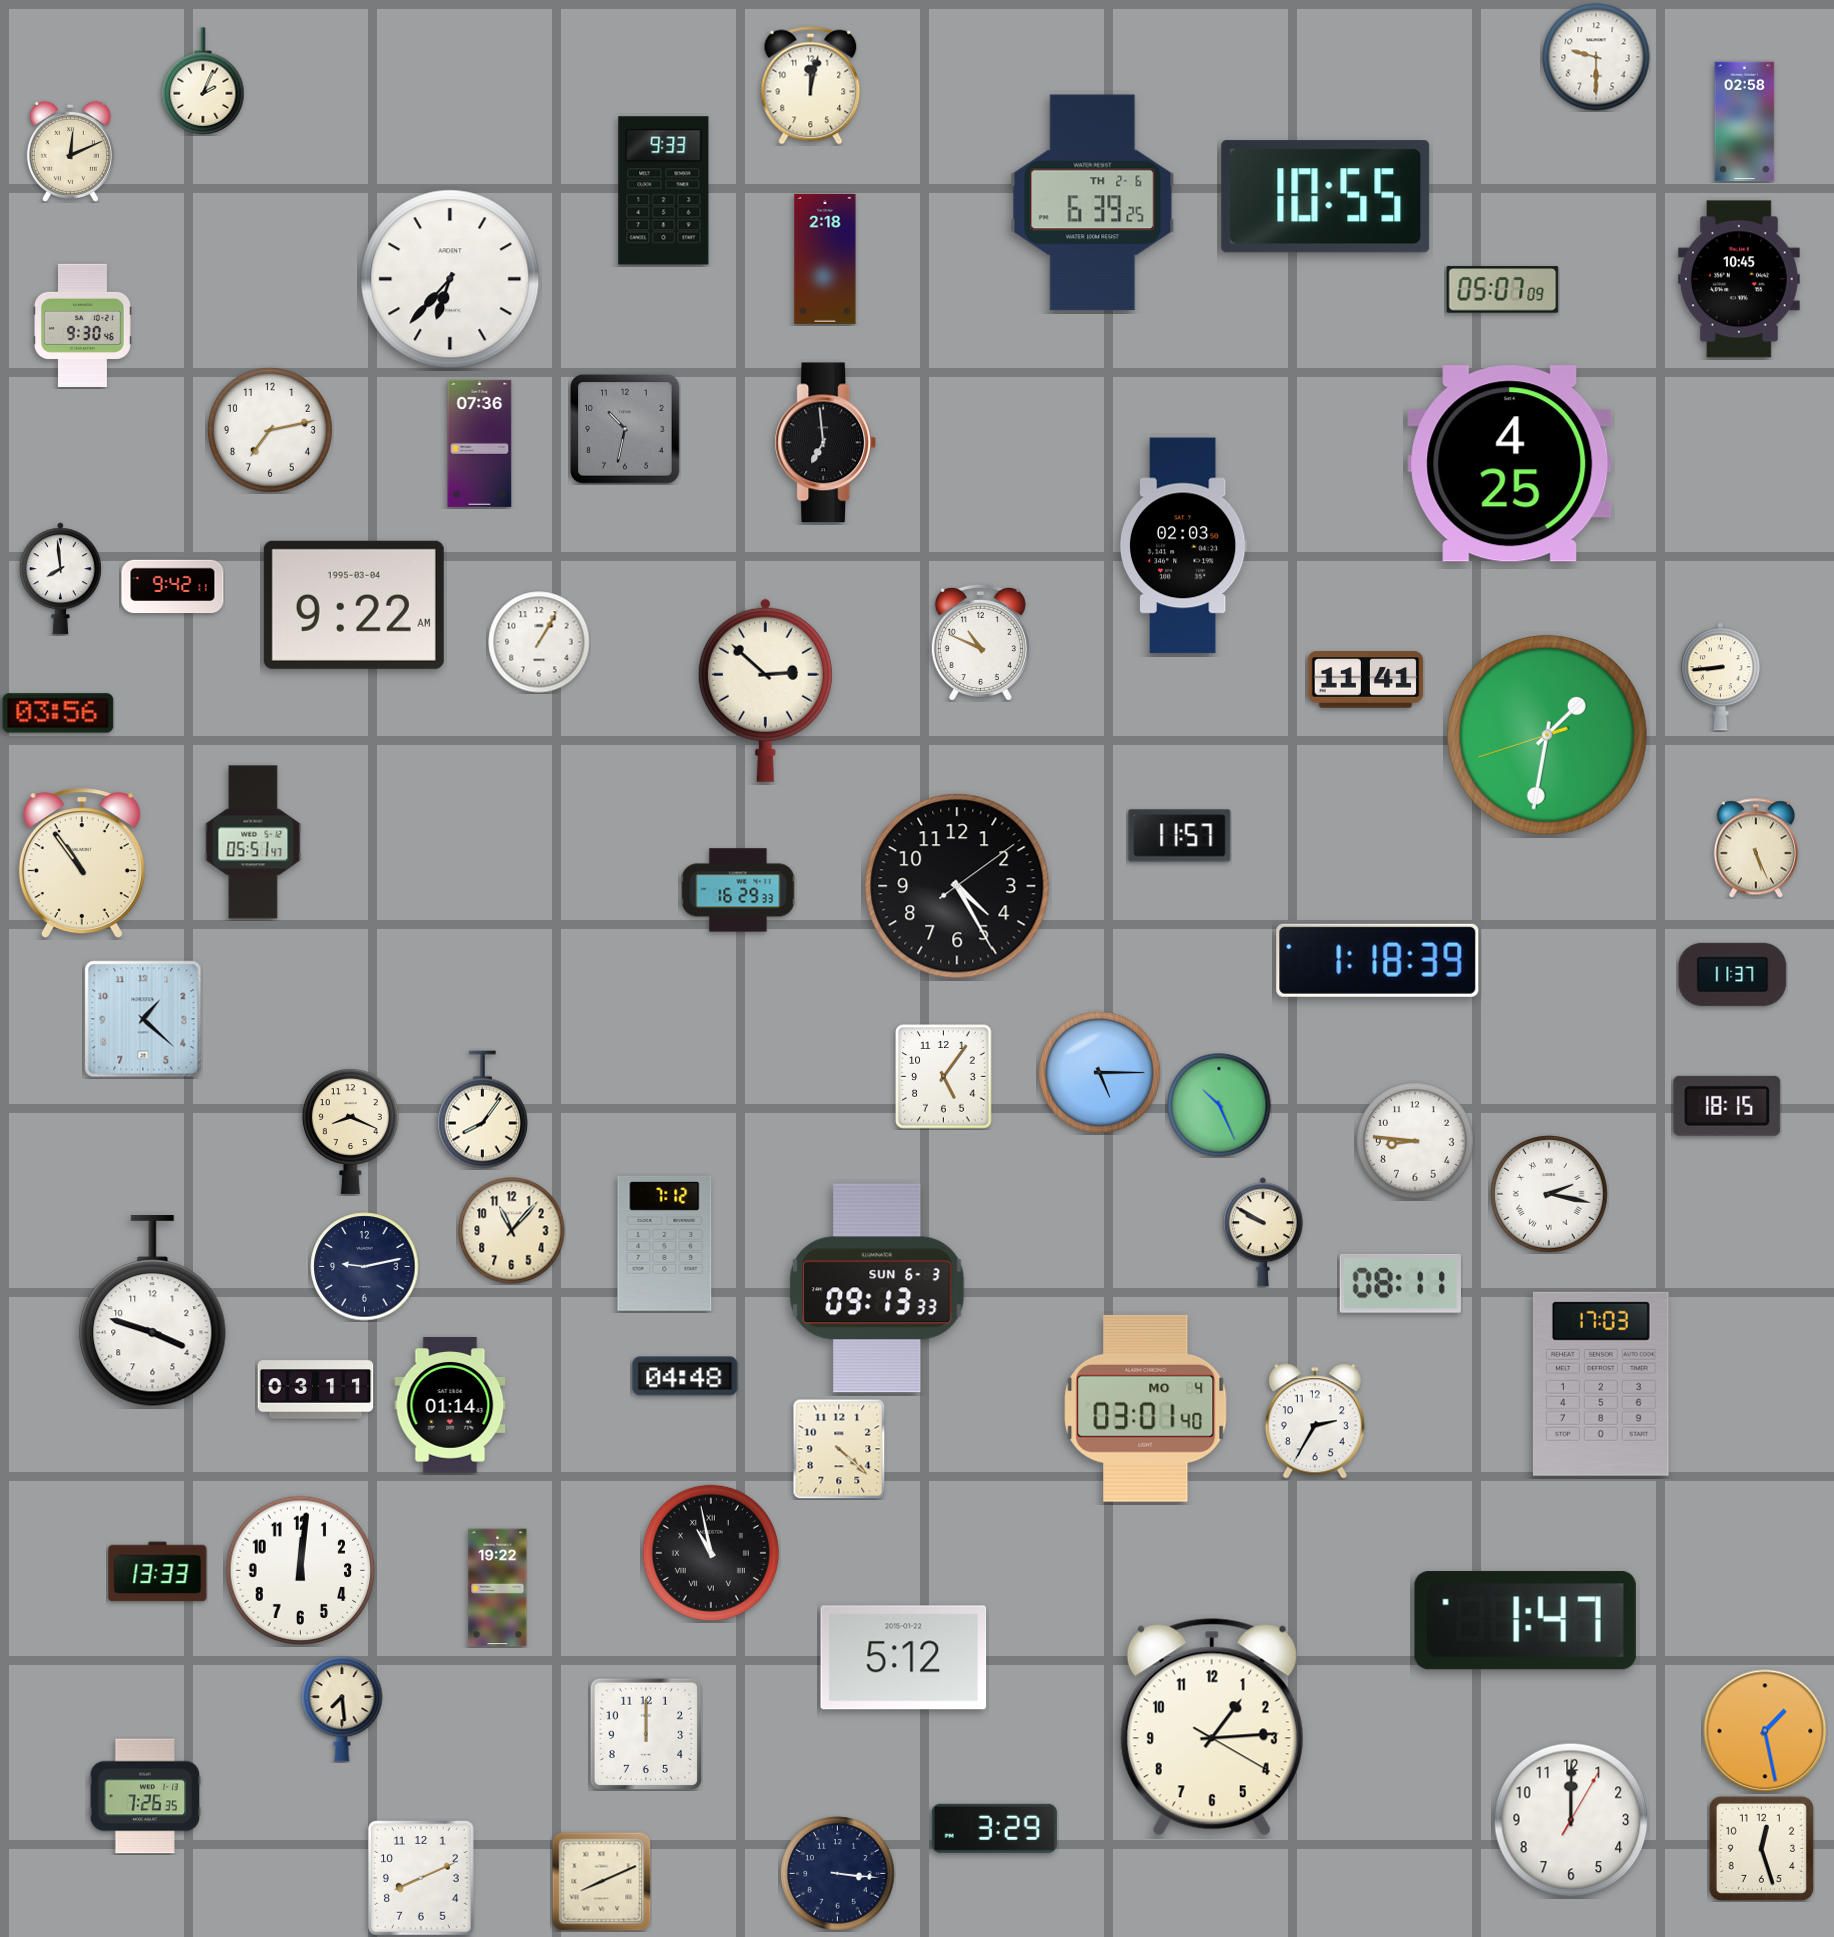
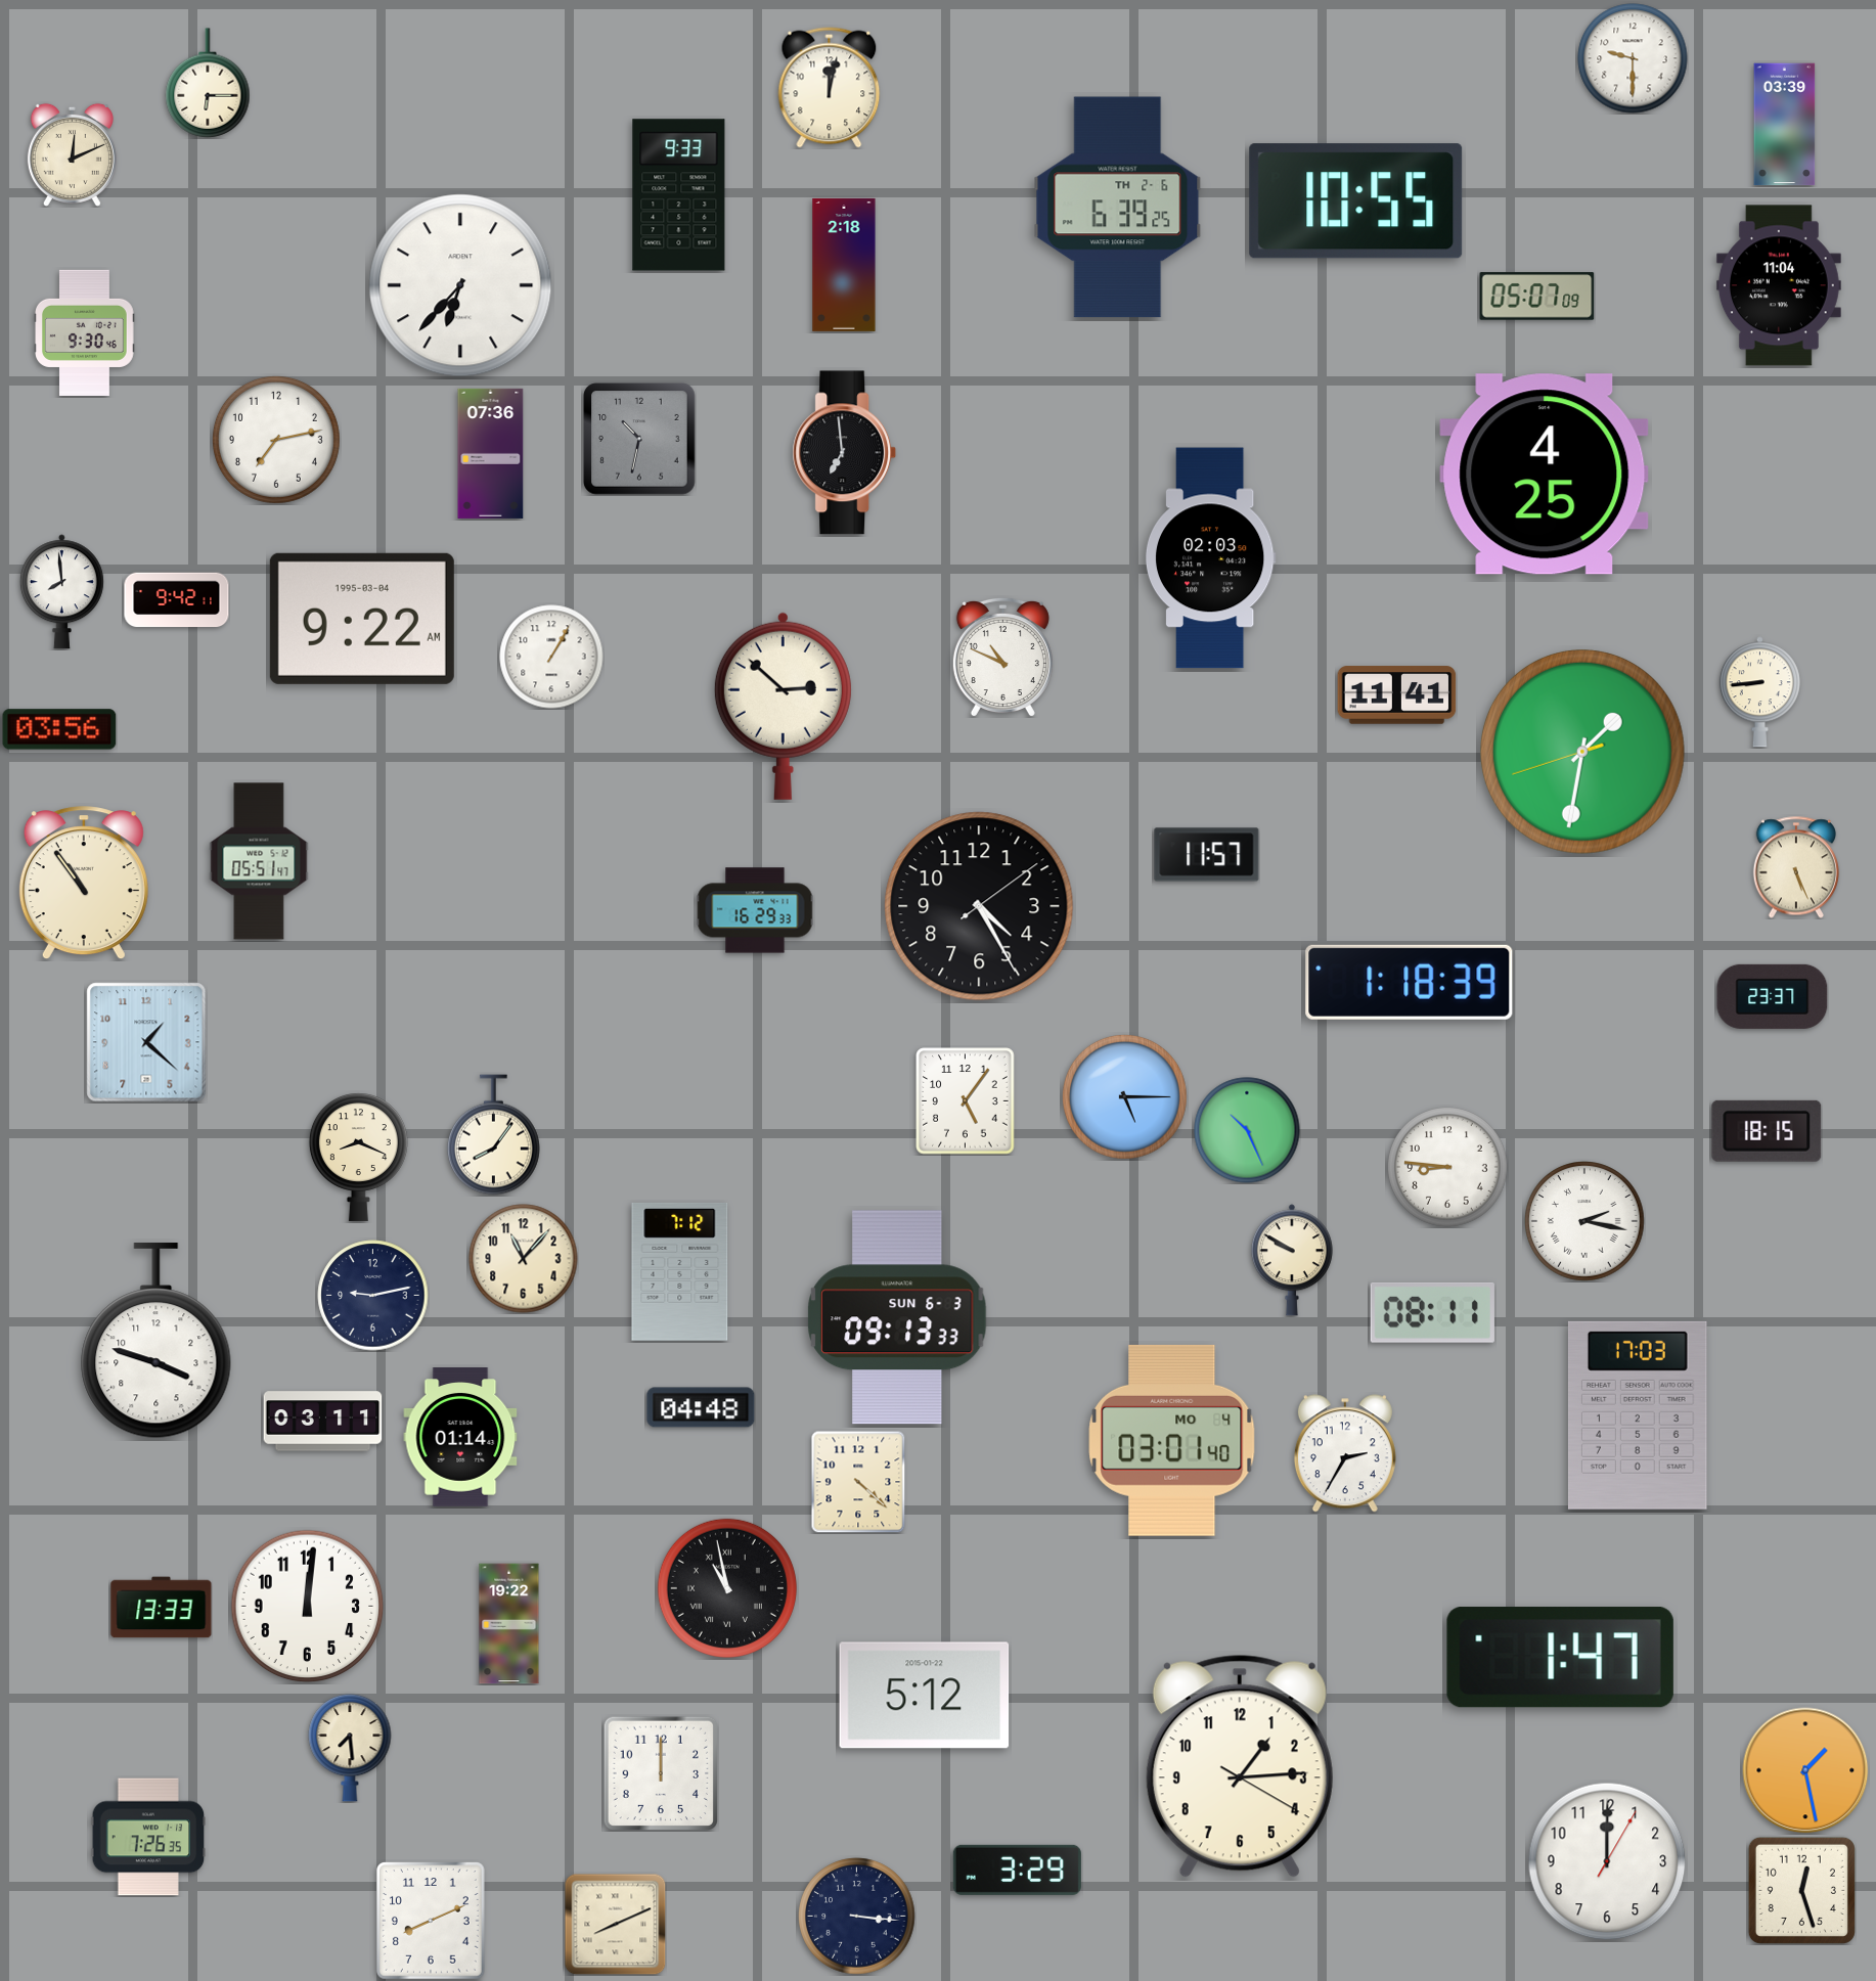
clock at (203, 81): 2:04 -> 6:15
clock at (1745, 122): 02:58 -> 03:39
clock at (1739, 279): 10:45 -> 11:04
clock at (1733, 974): 11:37 -> 23:37
